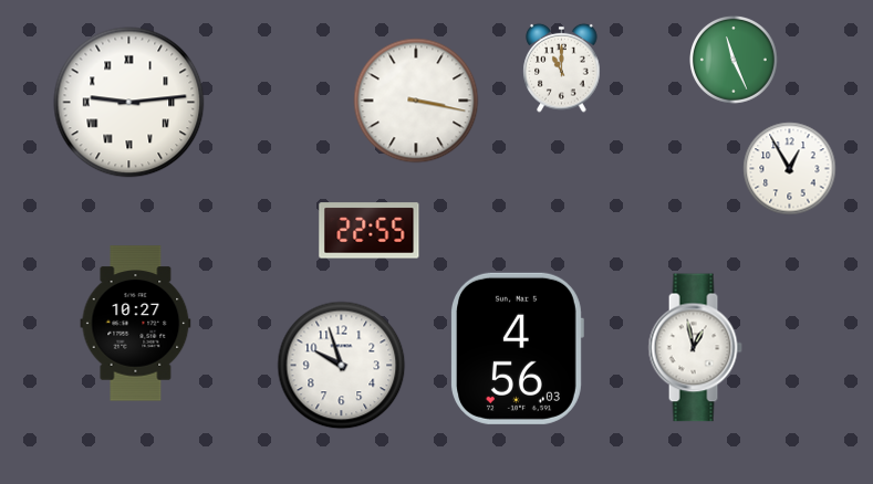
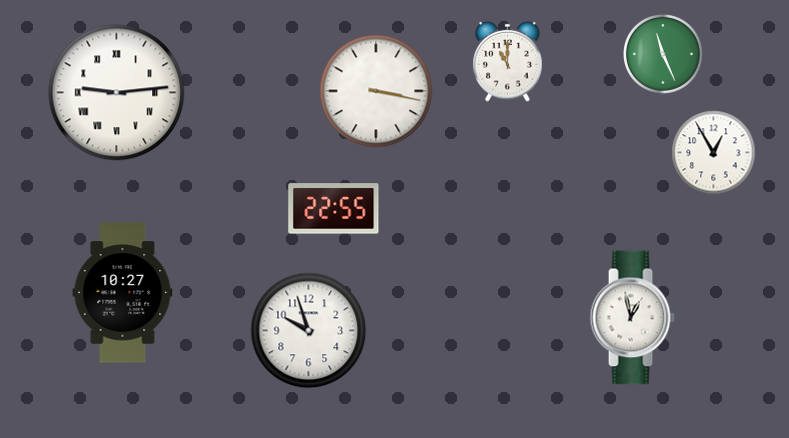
clock at (518, 348): 4:56 -> none
clock at (695, 348) position: (695, 348) -> (632, 318)
